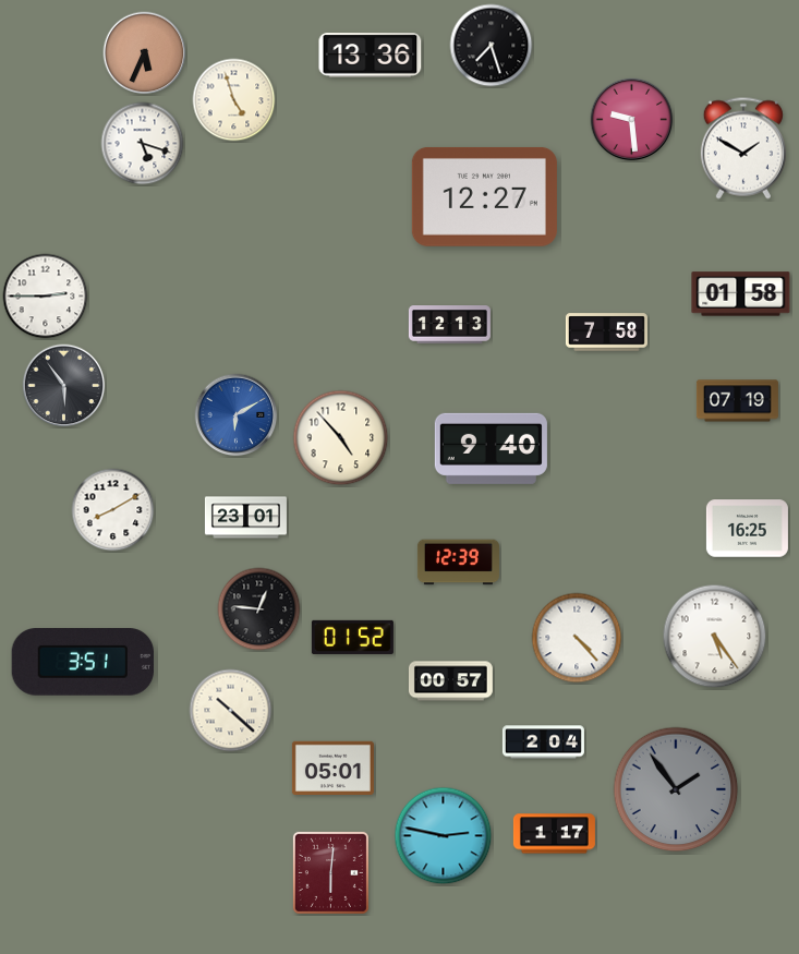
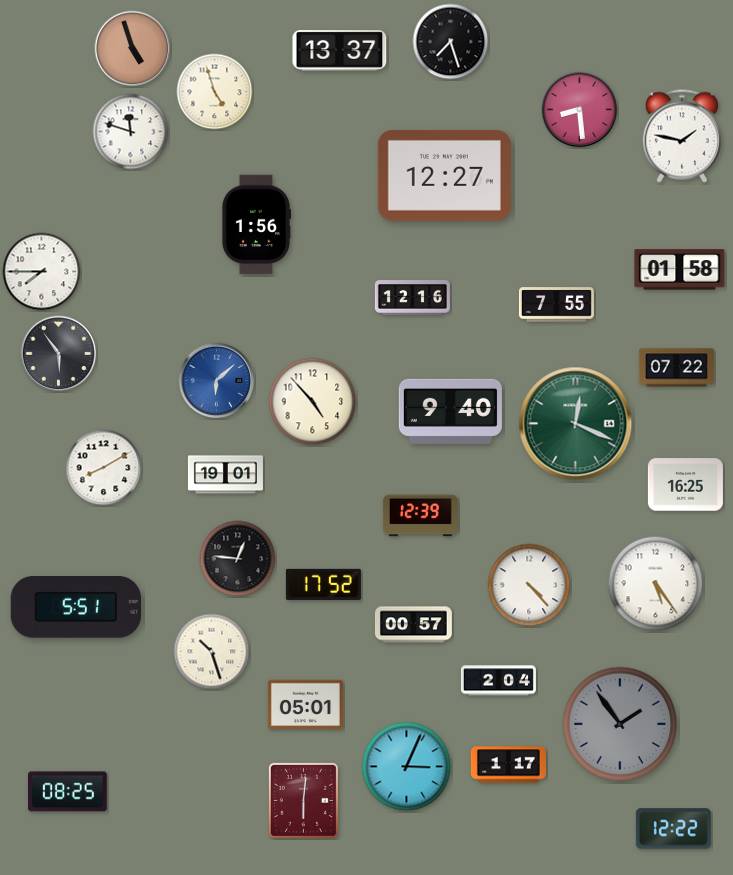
clock at (145, 53): 5:34 -> 4:57
clock at (371, 56): 13:36 -> 13:37
clock at (632, 120): 9:29 -> 8:29
clock at (143, 144): 5:18 -> 11:48
clock at (743, 148): 1:50 -> 1:47
clock at (484, 196) position: (484, 196) -> (444, 175)
clock at (255, 225): none -> 1:56
clock at (46, 297): 2:45 -> 7:45
clock at (449, 325): 12:13 -> 12:16
clock at (606, 333): 7:58 -> 7:55
clock at (737, 401): 07:19 -> 07:22
clock at (237, 415): 6:10 -> 6:08
clock at (576, 424): none -> 12:19
clock at (245, 518): 23:01 -> 19:01
clock at (352, 637): 01:52 -> 17:52
clock at (82, 663): 3:51 -> 5:51
clock at (231, 711): 10:22 -> 10:27
clock at (444, 836): 2:47 -> 3:04
clock at (68, 792): none -> 08:25
clock at (673, 829): none -> 12:22
